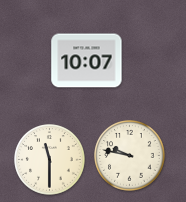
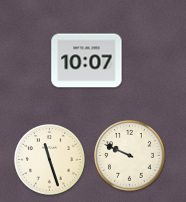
clock at (130, 156): 9:47 -> 9:49
clock at (50, 160): 11:30 -> 11:27
